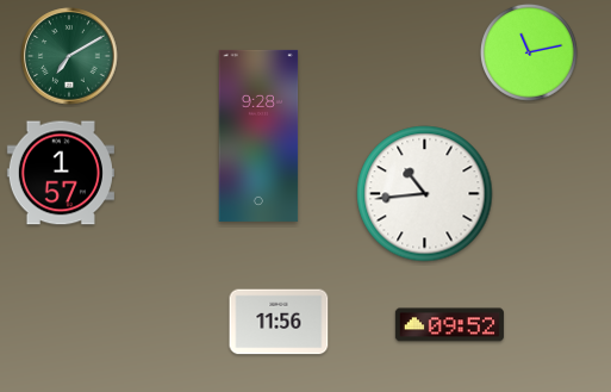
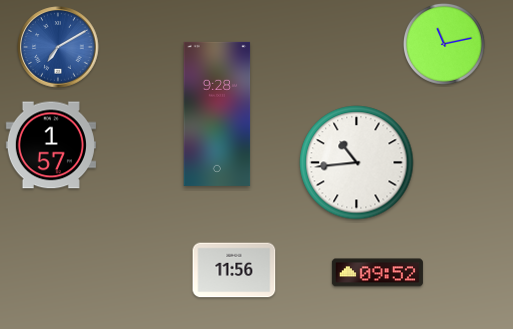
clock at (69, 56) dial: green -> blue
